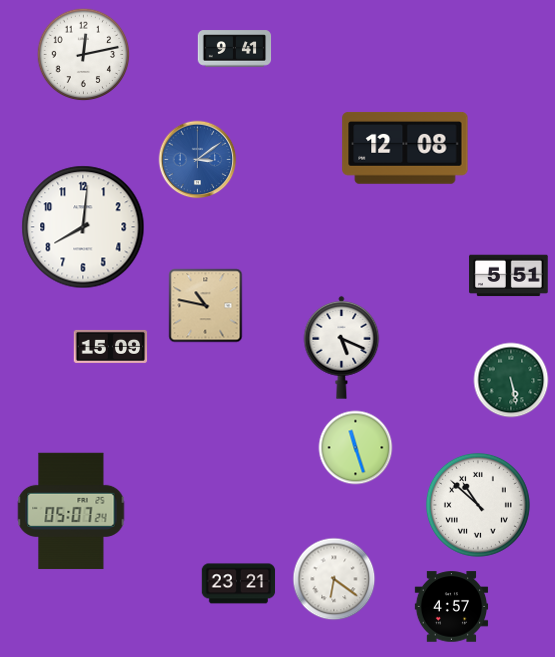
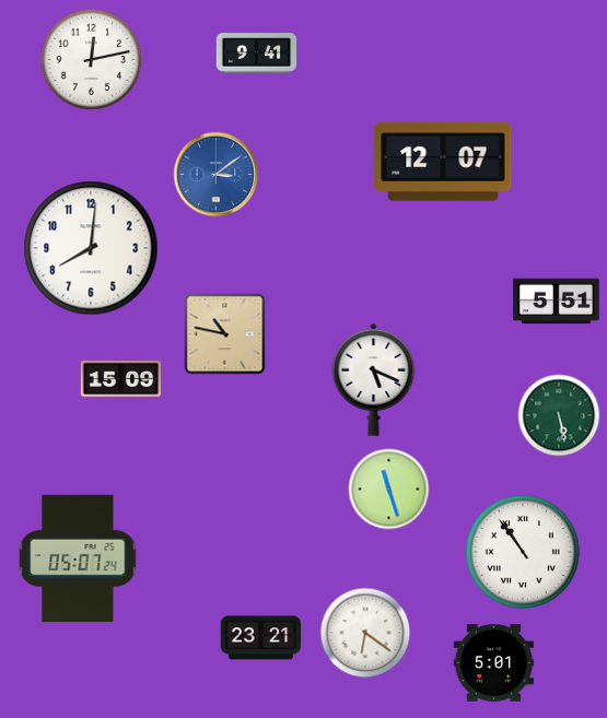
clock at (405, 148): 12:08 -> 12:07
clock at (478, 505): 10:52 -> 10:54
clock at (452, 607): 4:57 -> 5:01
